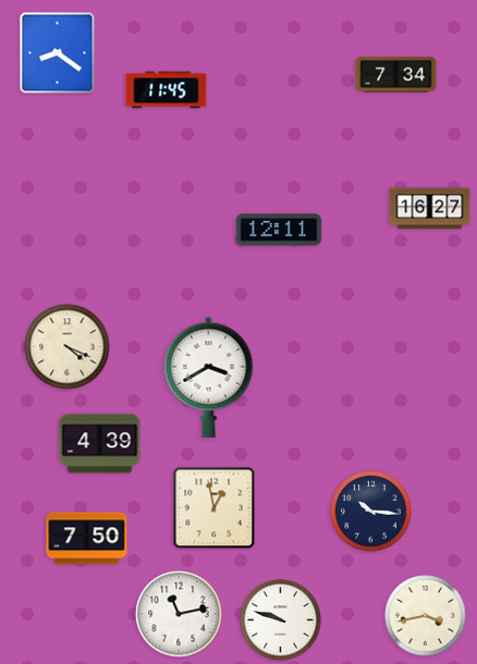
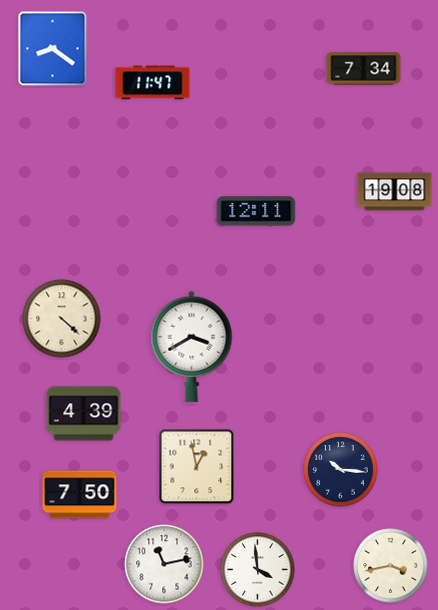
clock at (167, 90): 11:45 -> 11:47
clock at (430, 209): 16:27 -> 19:08
clock at (68, 347): 4:19 -> 4:22
clock at (100, 444) position: (100, 444) -> (84, 414)
clock at (281, 620): 9:48 -> 3:59
